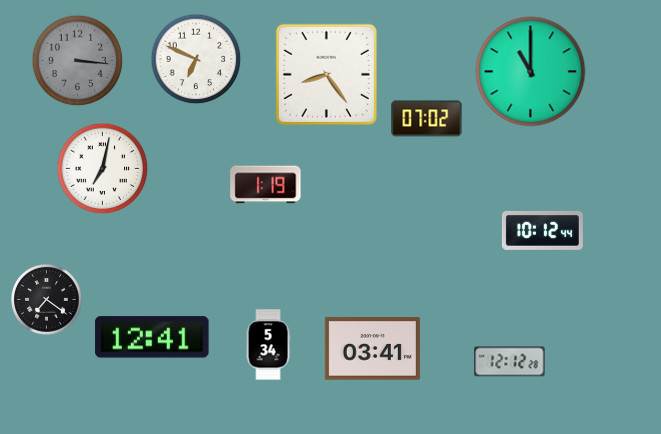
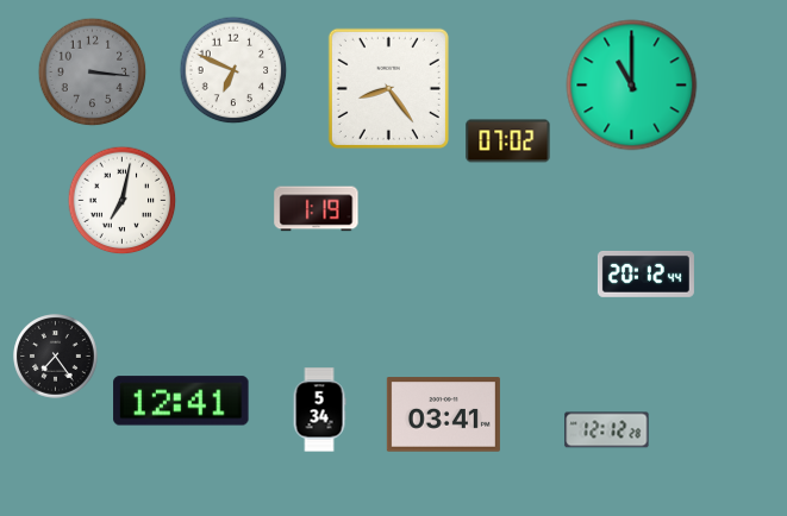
clock at (266, 185) position: (266, 185) -> (317, 209)
clock at (542, 231): 10:12 -> 20:12
clock at (47, 300): 7:21 -> 7:24
